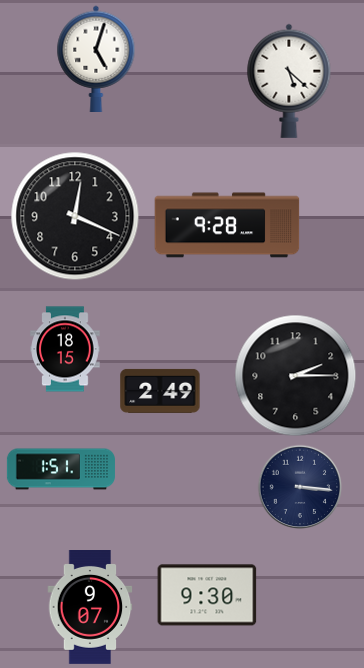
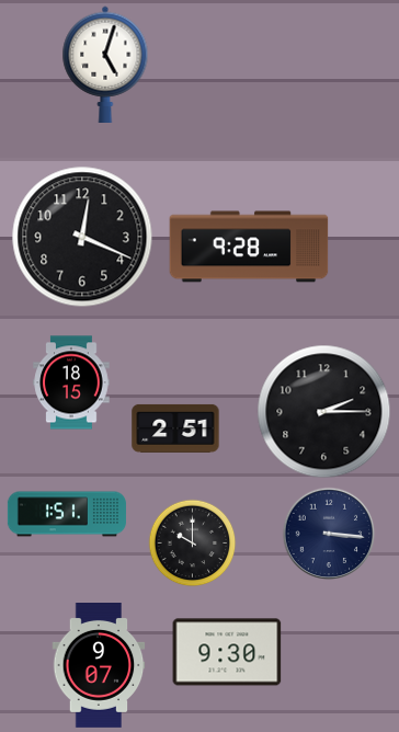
clock at (289, 81): 5:22 -> none
clock at (160, 391): 2:49 -> 2:51
clock at (192, 542): none -> 10:00
